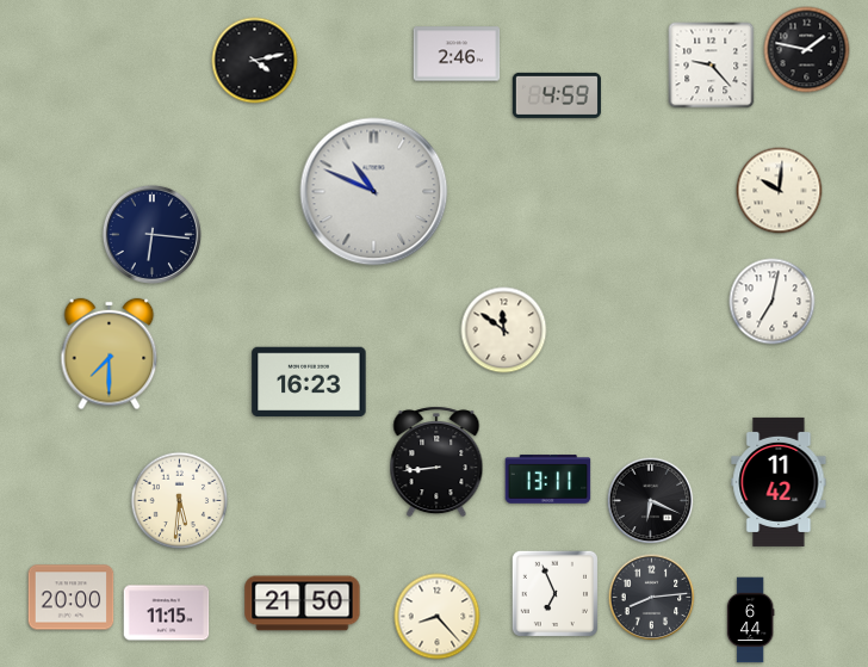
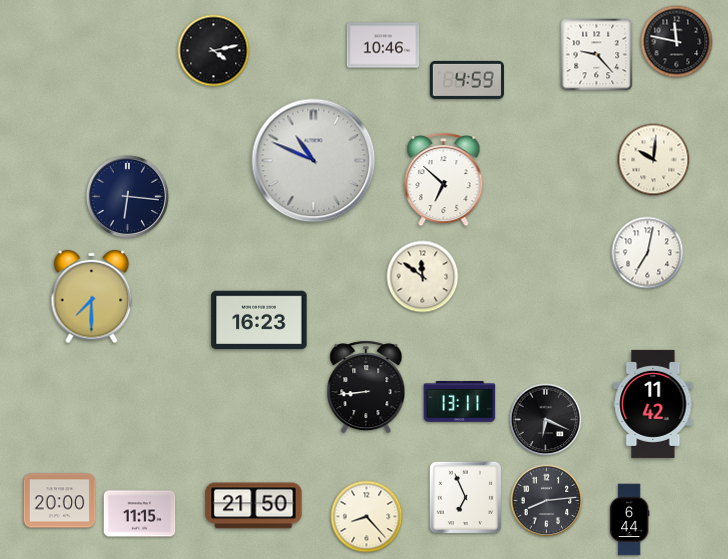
clock at (807, 50): 1:47 -> 11:47
clock at (457, 54): 2:46 -> 10:46
clock at (444, 180): none -> 6:52
clock at (180, 501): 5:31 -> none
